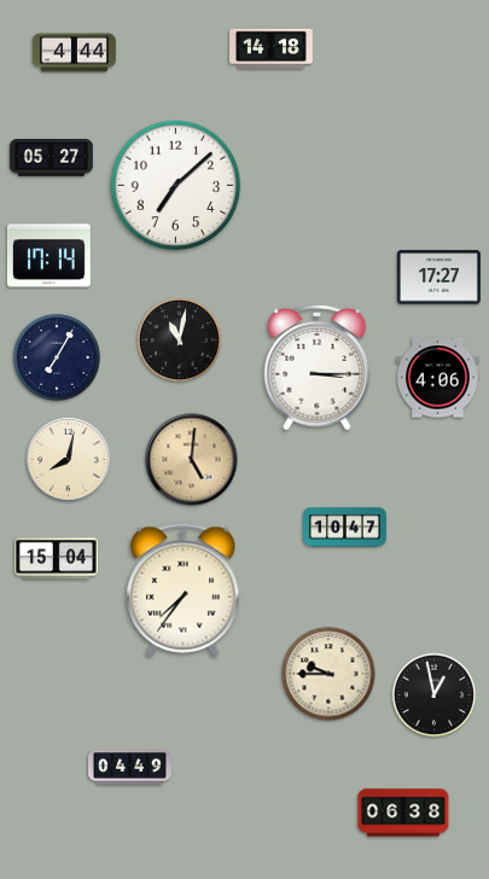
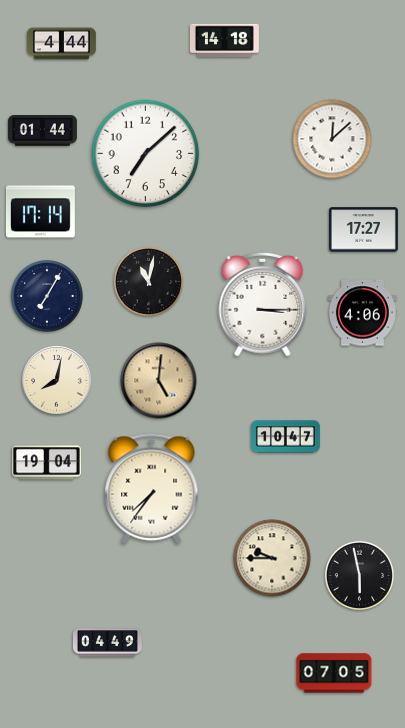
clock at (51, 158): 05:27 -> 01:44
clock at (332, 139): none -> 12:08
clock at (56, 559): 15:04 -> 19:04
clock at (435, 695): 12:58 -> 5:58
clock at (129, 768) position: (129, 768) -> (107, 643)
clock at (403, 813): 06:38 -> 07:05
